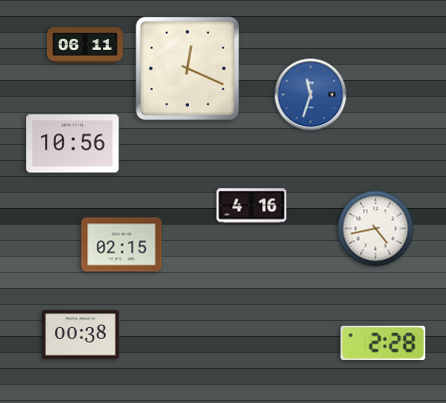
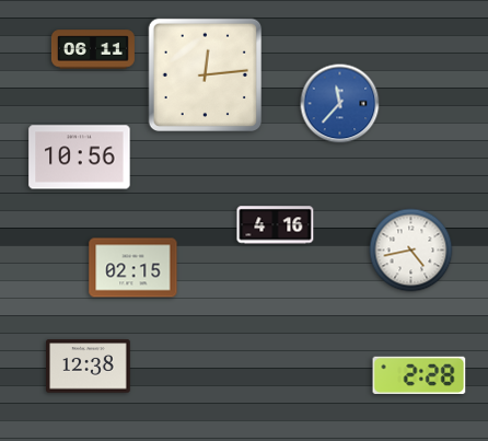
clock at (187, 68): 12:19 -> 12:14
clock at (311, 95): 11:33 -> 11:37
clock at (81, 335): 00:38 -> 12:38
